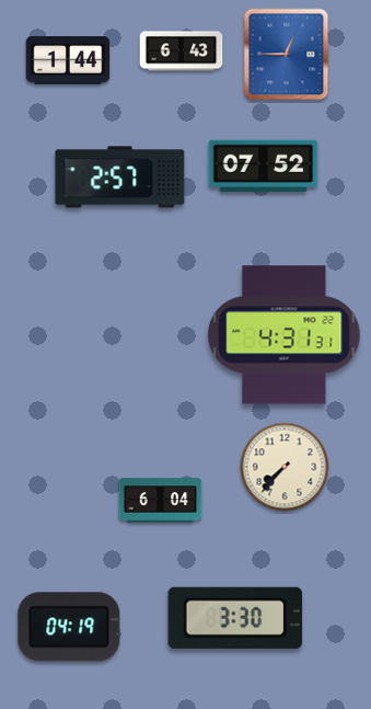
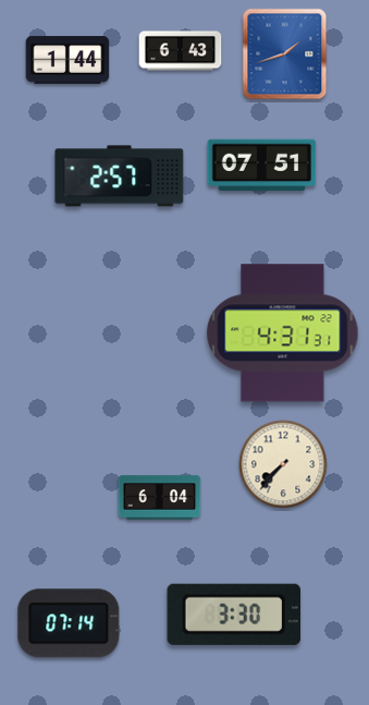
clock at (287, 55): 12:45 -> 1:42
clock at (264, 167): 07:52 -> 07:51
clock at (69, 627): 04:19 -> 07:14
